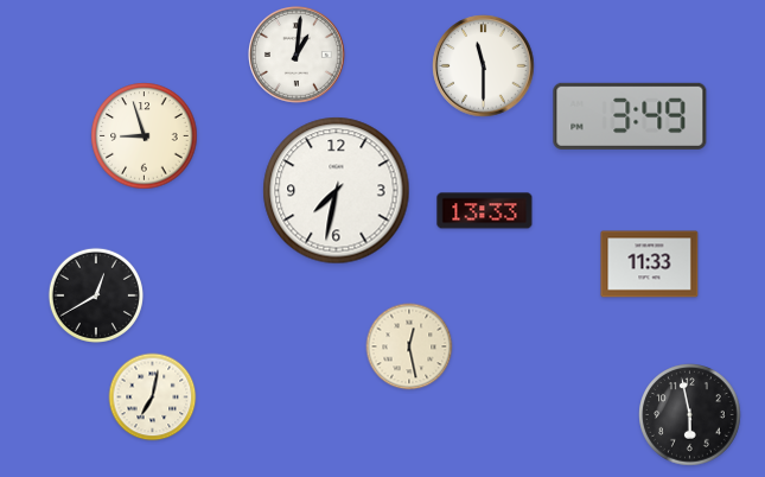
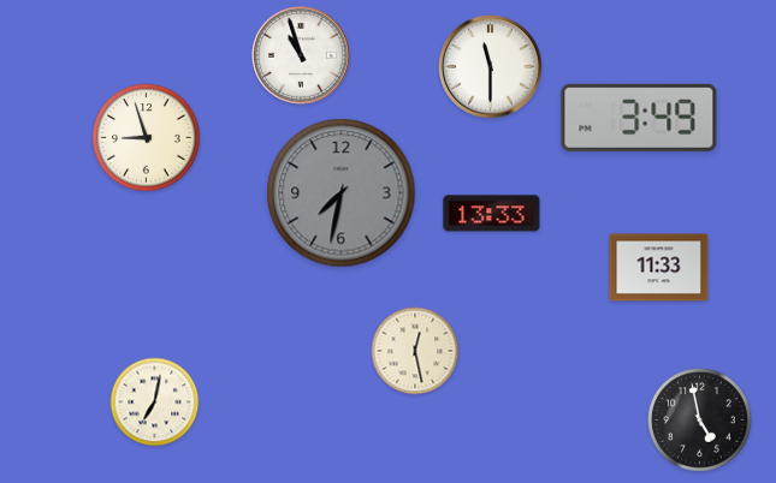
clock at (298, 56): 1:01 -> 10:57
clock at (337, 191) dial: white -> grey
clock at (96, 295): 12:40 -> none
clock at (690, 415): 5:58 -> 4:58
